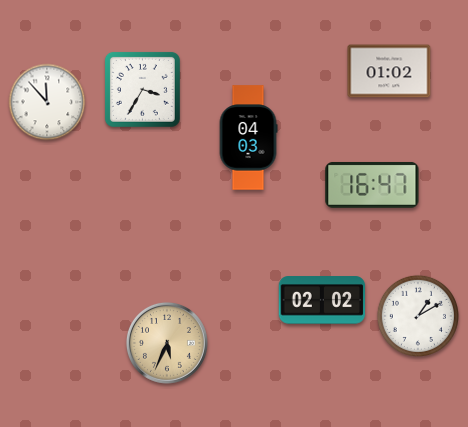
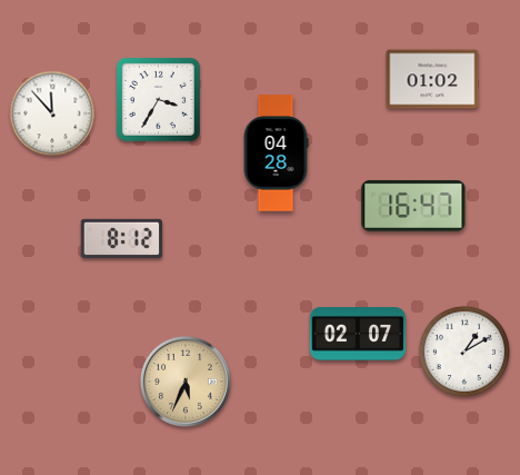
clock at (248, 138): 04:03 -> 04:28
clock at (121, 238): none -> 8:12
clock at (322, 300): 02:02 -> 02:07
